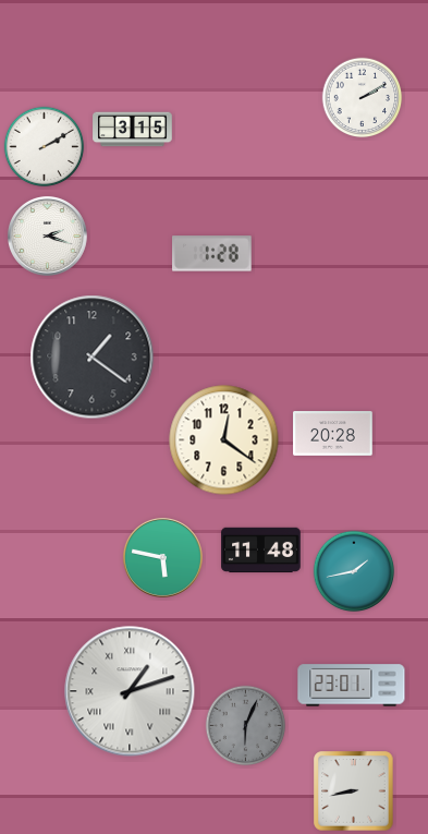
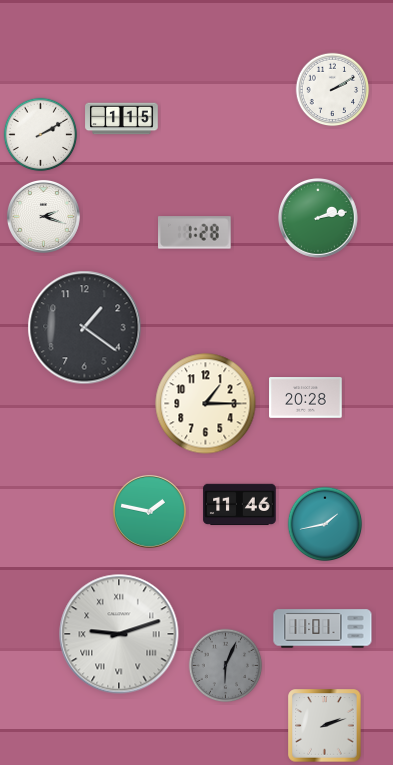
clock at (133, 130): 3:15 -> 1:15
clock at (319, 219): none -> 2:13
clock at (224, 440): 12:21 -> 1:15
clock at (261, 551): 11:48 -> 11:46
clock at (162, 557): 5:47 -> 1:47
clock at (352, 686): 23:01 -> 11:01
clock at (130, 691): 1:12 -> 9:12
clock at (354, 791): 8:43 -> 2:12
